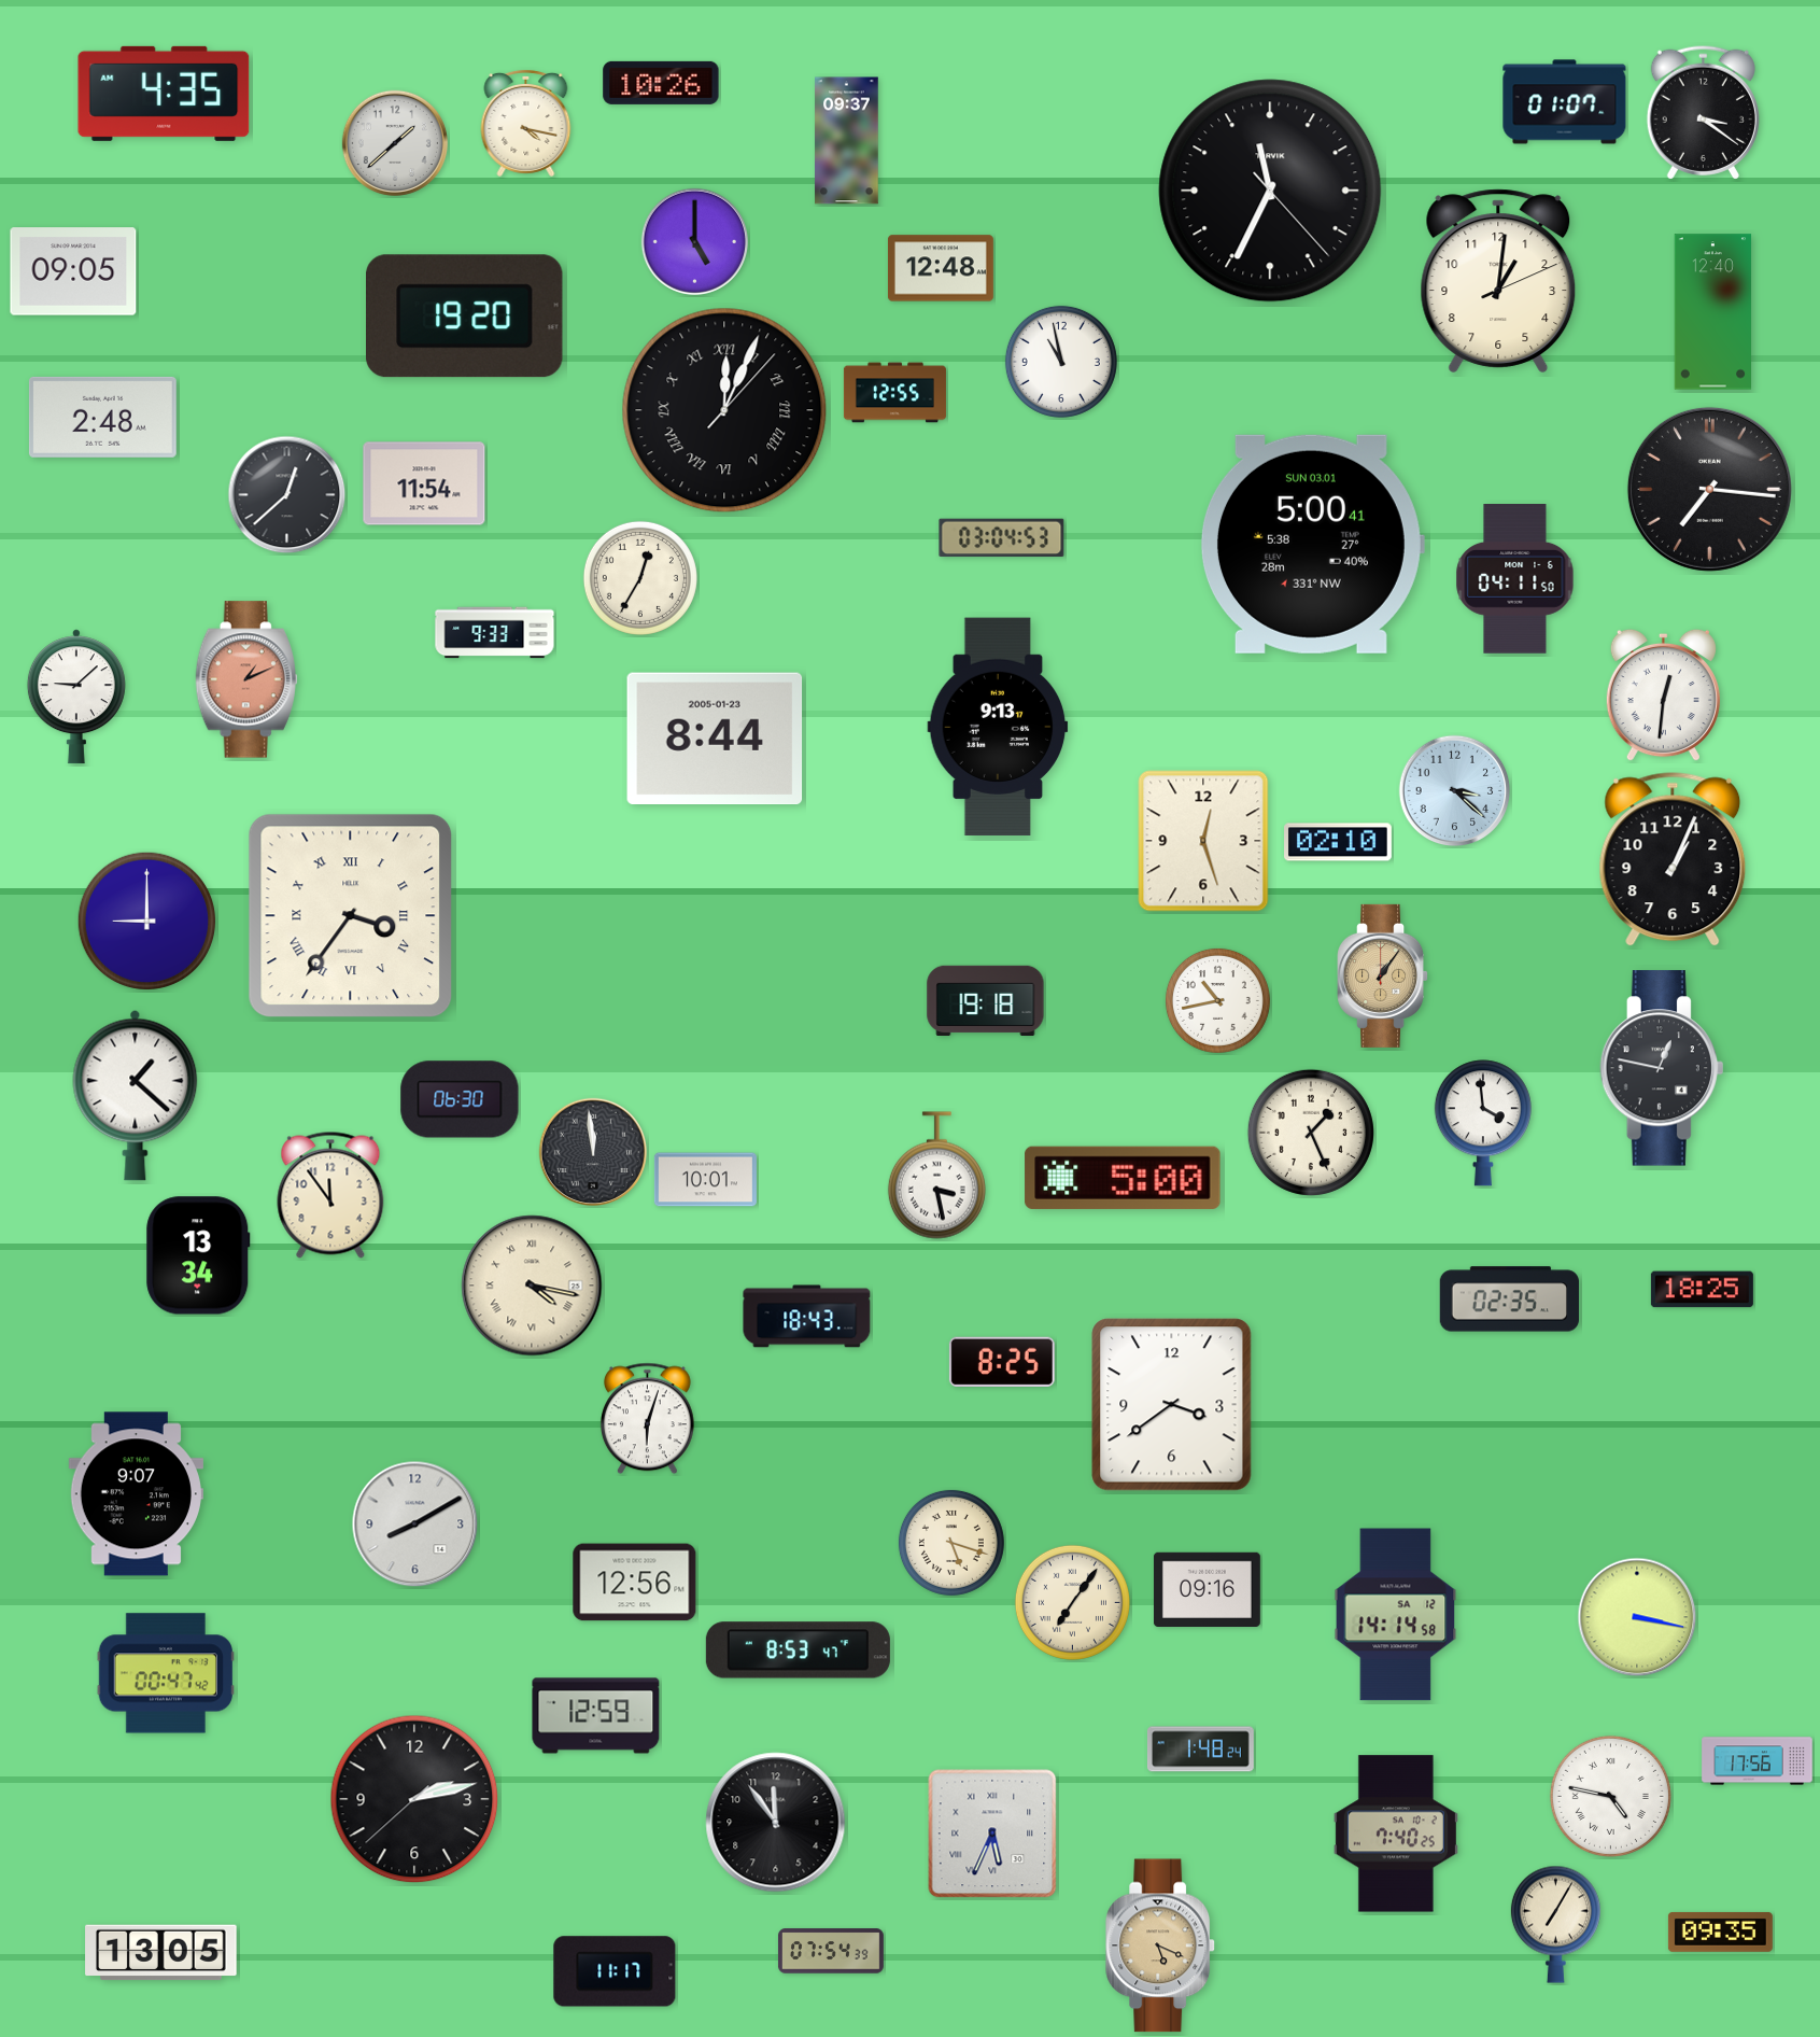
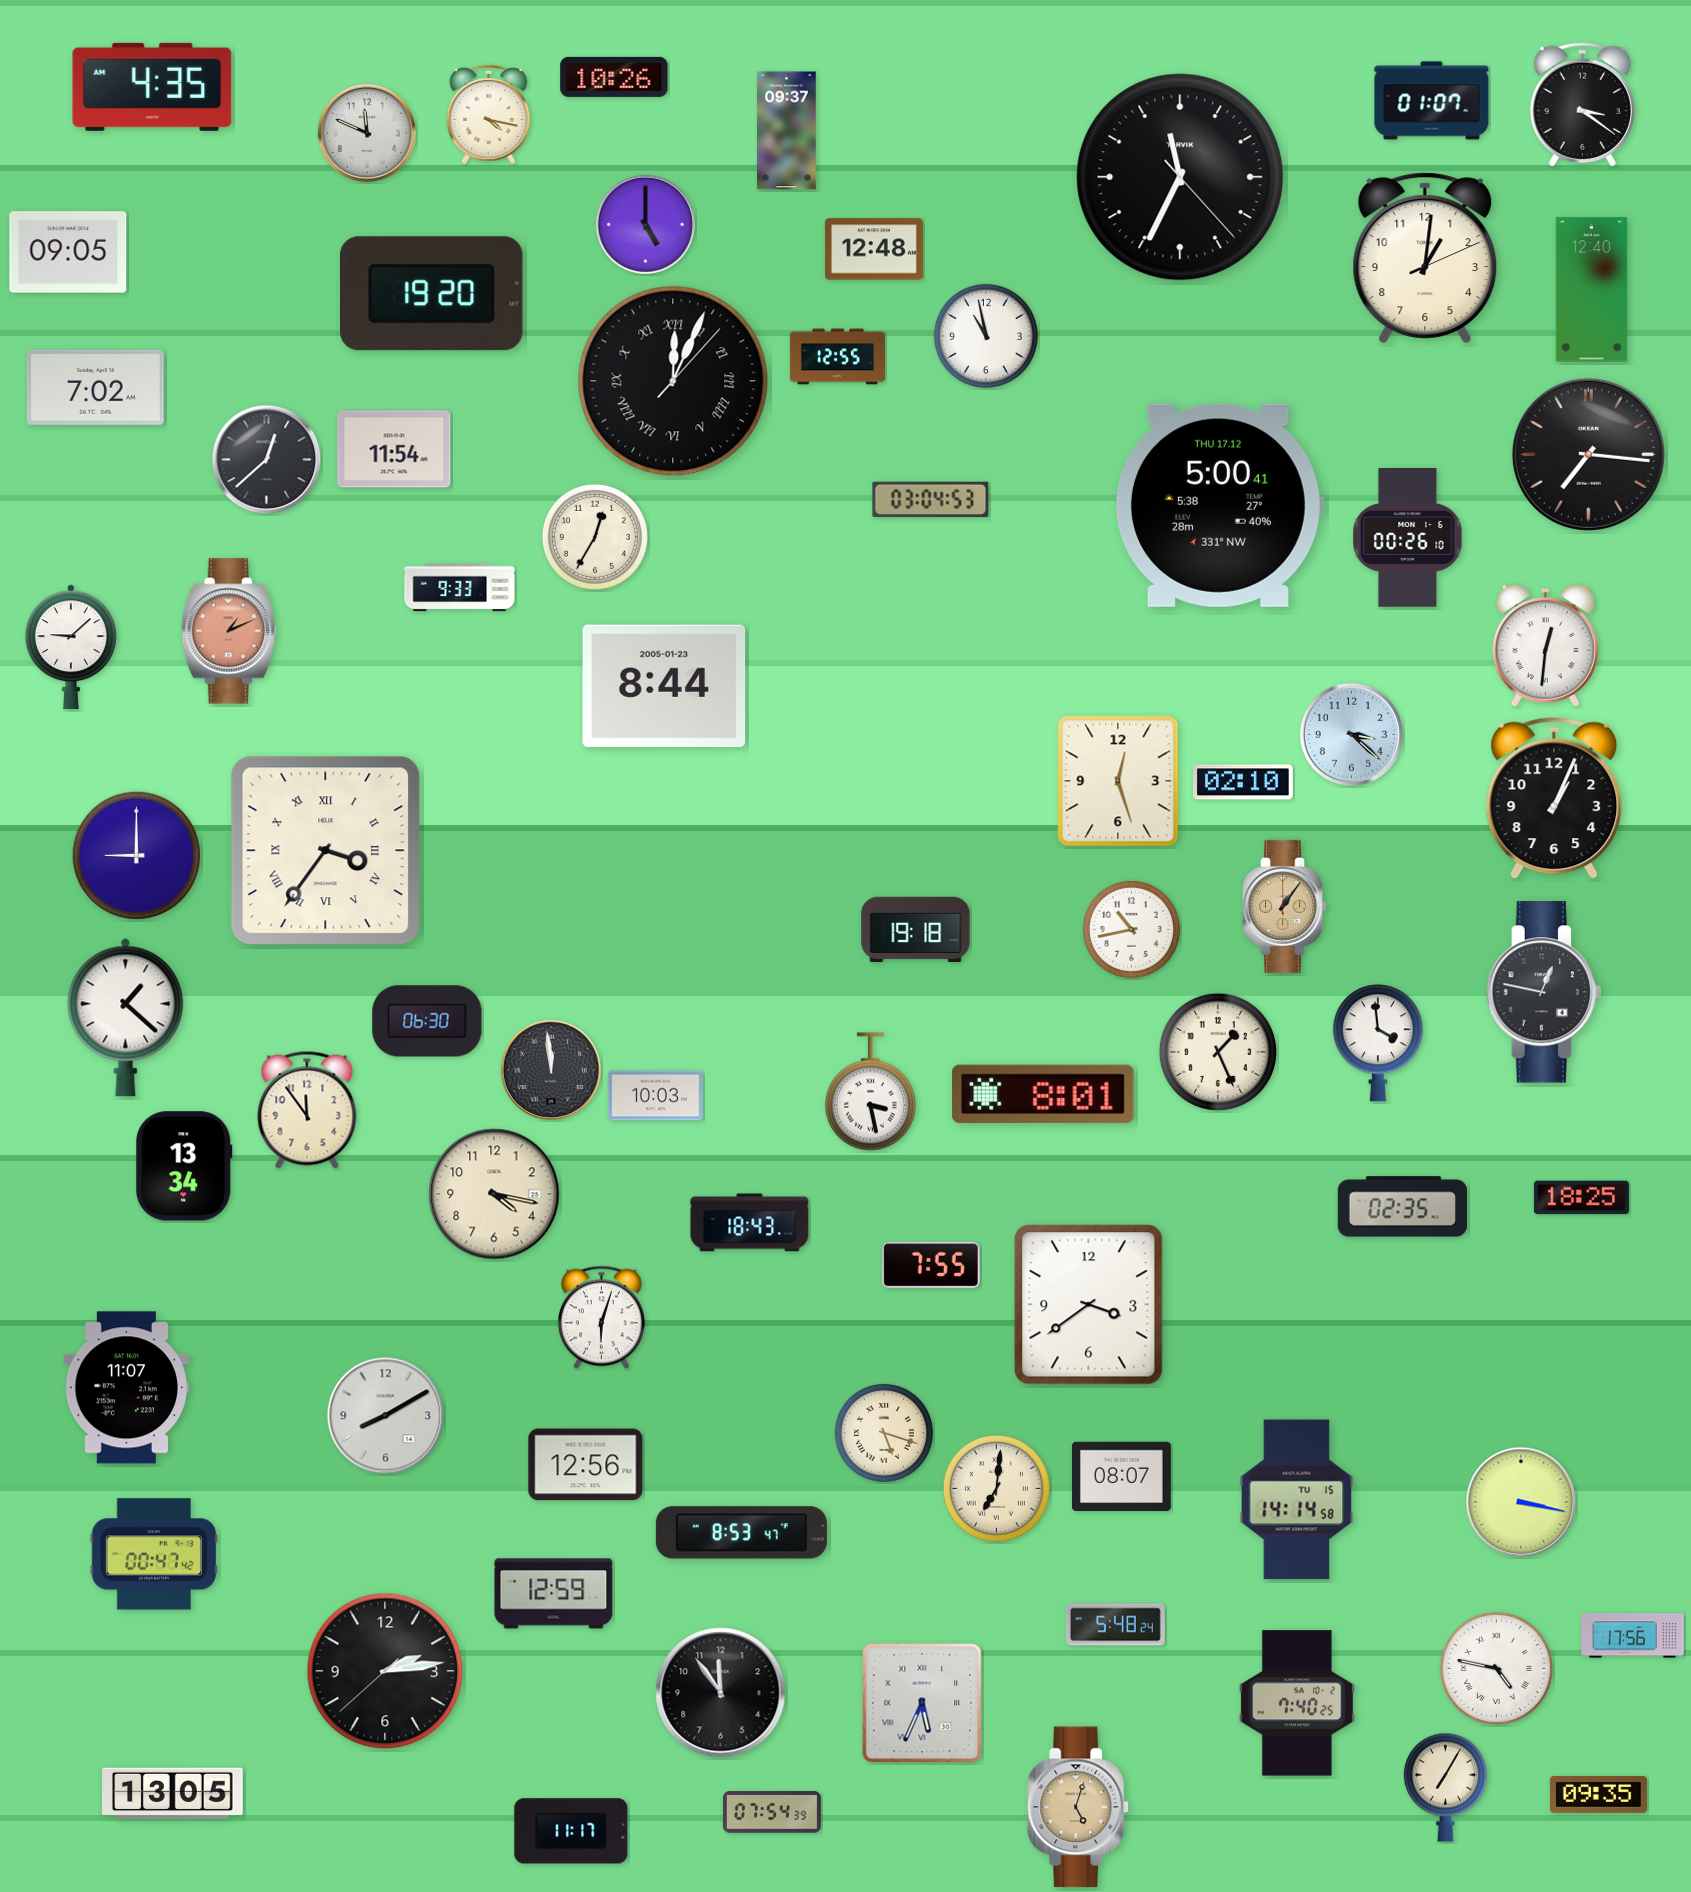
clock at (1565, 102) position: (1565, 102) -> (1432, 101)
clock at (395, 143): 1:38 -> 11:49
clock at (1498, 281) position: (1498, 281) -> (1425, 258)
clock at (894, 393) position: (894, 393) -> (837, 357)
clock at (102, 417): 2:48 -> 7:02
clock at (1312, 544) date: SUN 03.01 -> THU 17.12
clock at (1515, 579): 04:11 -> 00:26
clock at (998, 727): 9:13 -> none
clock at (1123, 1178): 5:00 -> 8:01
clock at (705, 1180): 10:01 -> 10:03
clock at (532, 1286) numerals: Roman -> Arabic
clock at (1002, 1361): 8:25 -> 7:55
clock at (136, 1494): 9:07 -> 11:07
clock at (635, 1583) position: (635, 1583) -> (586, 1465)
clock at (1207, 1589): 09:16 -> 08:07
clock at (1072, 1602): 7:06 -> 7:01
clock at (1396, 1615) date: SA 12 -> TU 15
clock at (1200, 1750): 1:48 -> 5:48
clock at (414, 1799): 2:12 -> 2:13
clock at (1160, 1945): 5:19 -> 5:03
clock at (161, 1953) position: (161, 1953) -> (173, 1794)
